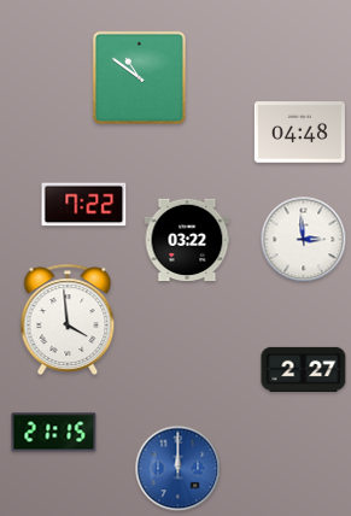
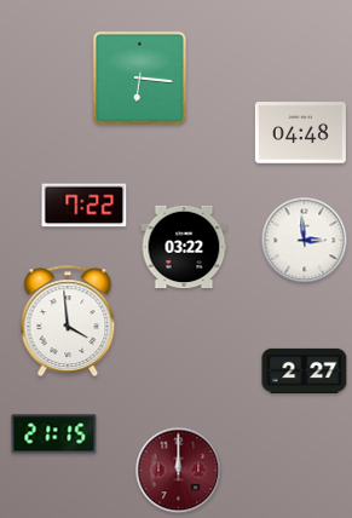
clock at (139, 77): 10:51 -> 6:16
clock at (187, 240) position: (187, 240) -> (184, 247)
clock at (179, 469) dial: blue -> burgundy
